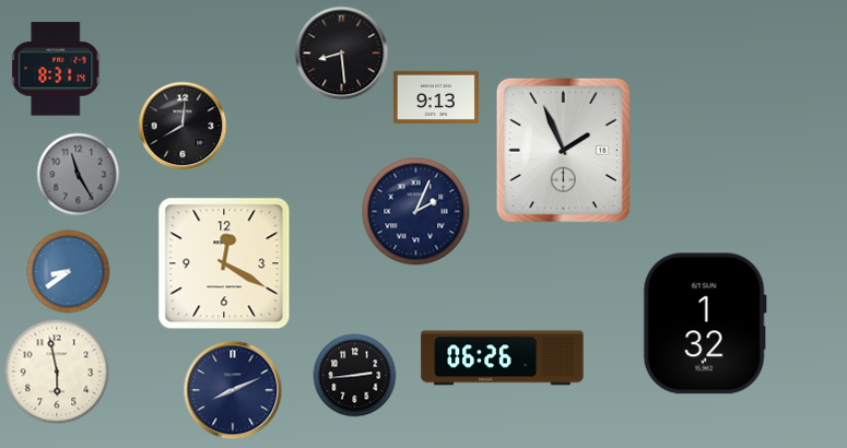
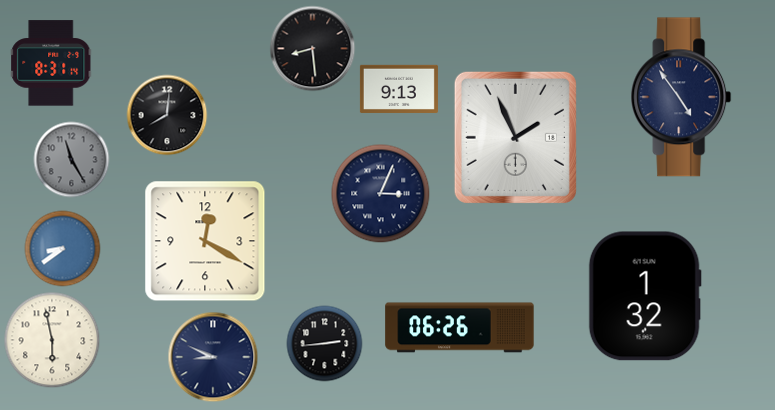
clock at (681, 97): none -> 4:54
clock at (416, 212): 2:04 -> 3:04
clock at (233, 390): 8:11 -> 8:49
